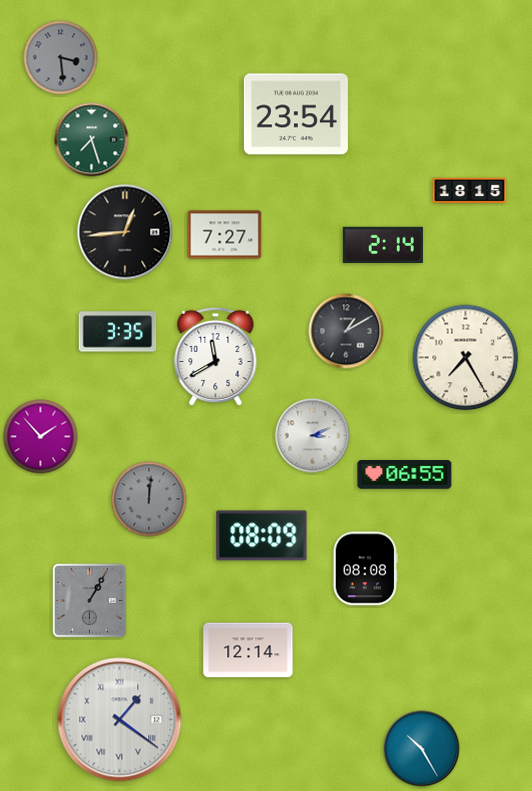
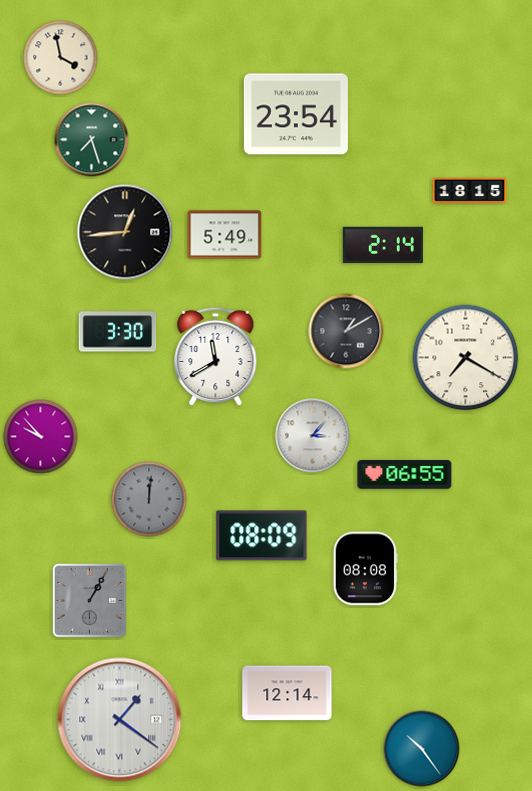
clock at (61, 58): 3:29 -> 3:58
clock at (61, 58) dial: grey -> cream
clock at (225, 235): 7:27 -> 5:49
clock at (118, 332): 3:35 -> 3:30
clock at (466, 358): 7:25 -> 7:20
clock at (313, 436): 3:11 -> 3:07
clock at (41, 437): 1:53 -> 9:53
clock at (248, 650) position: (248, 650) -> (287, 693)
clock at (422, 749): 10:25 -> 10:24
